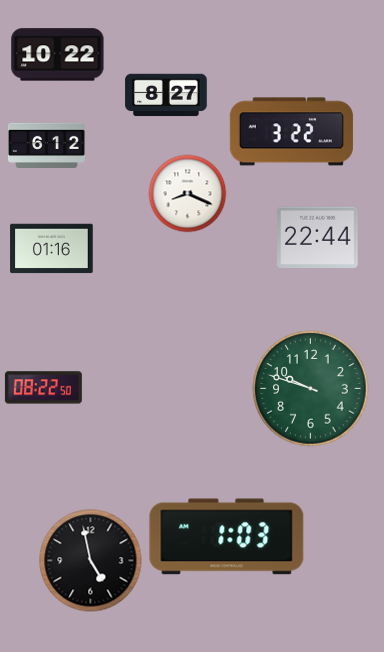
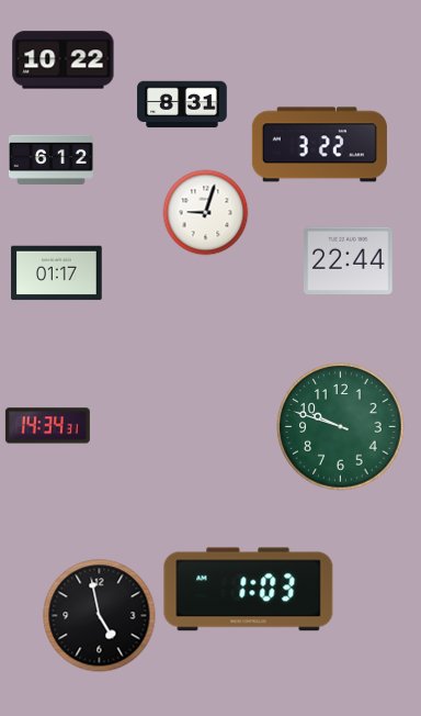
clock at (166, 95): 8:27 -> 8:31
clock at (187, 193): 8:19 -> 9:03
clock at (52, 249): 01:16 -> 01:17
clock at (43, 388): 08:22 -> 14:34
